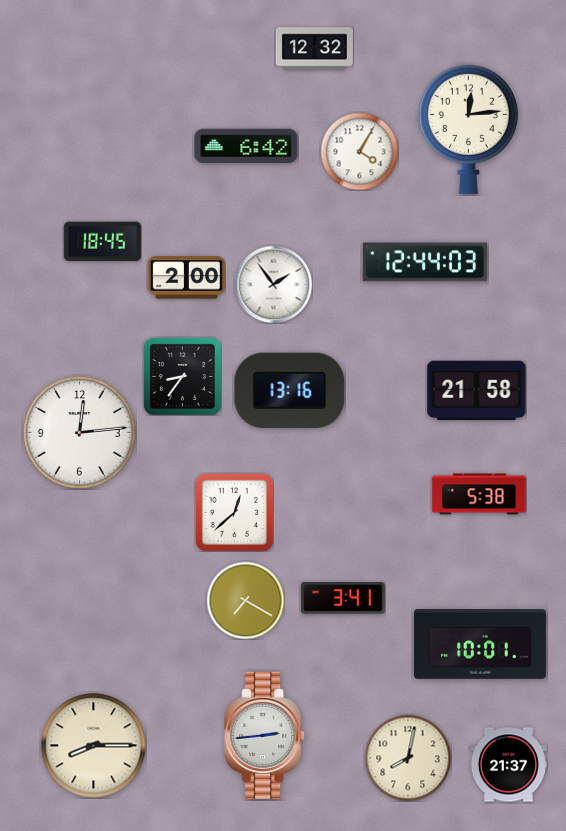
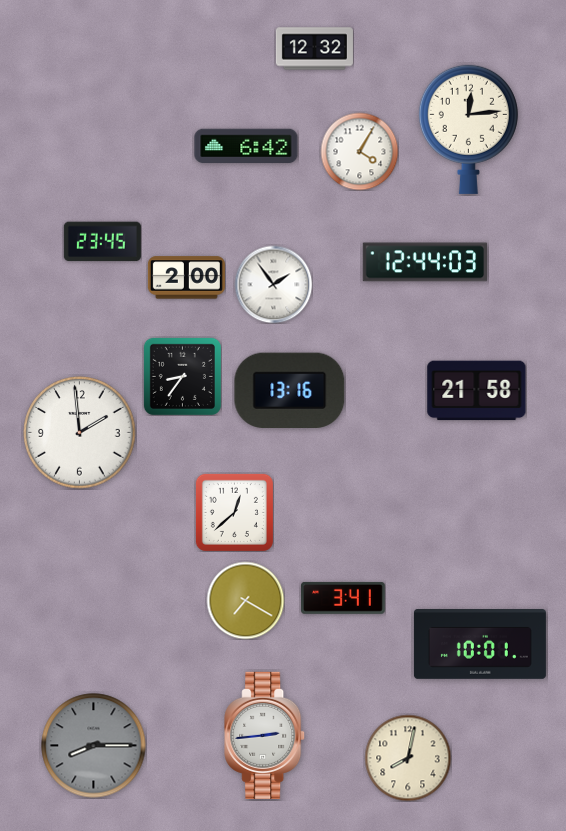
clock at (102, 242): 18:45 -> 23:45
clock at (80, 433): 12:14 -> 1:59
clock at (479, 494): 5:38 -> none
clock at (94, 746) dial: cream -> grey
clock at (508, 765): 21:37 -> none
